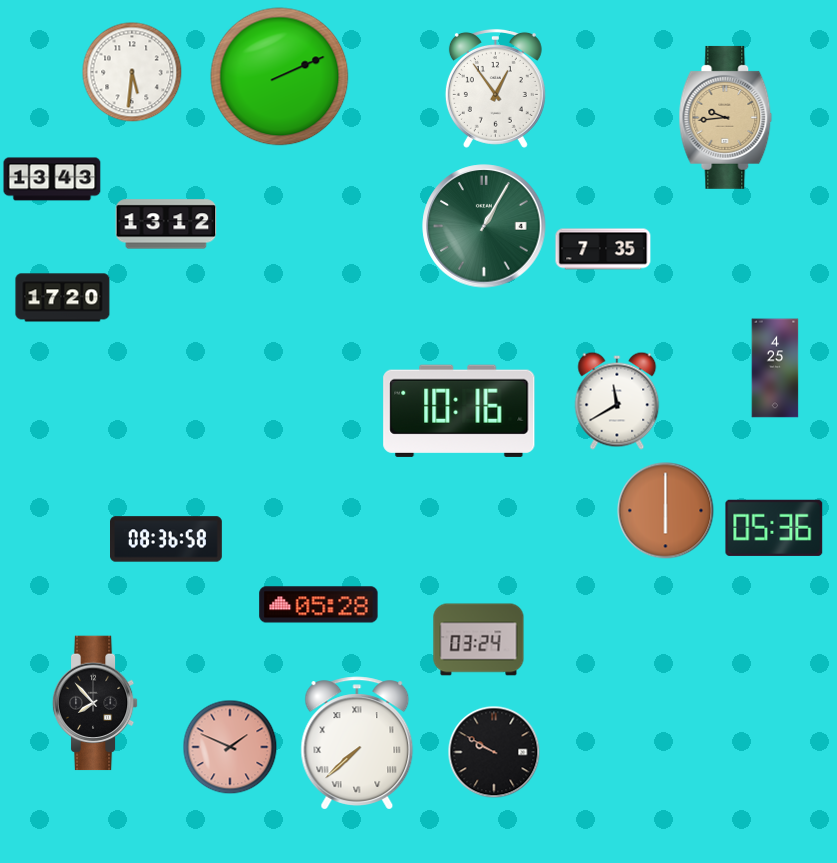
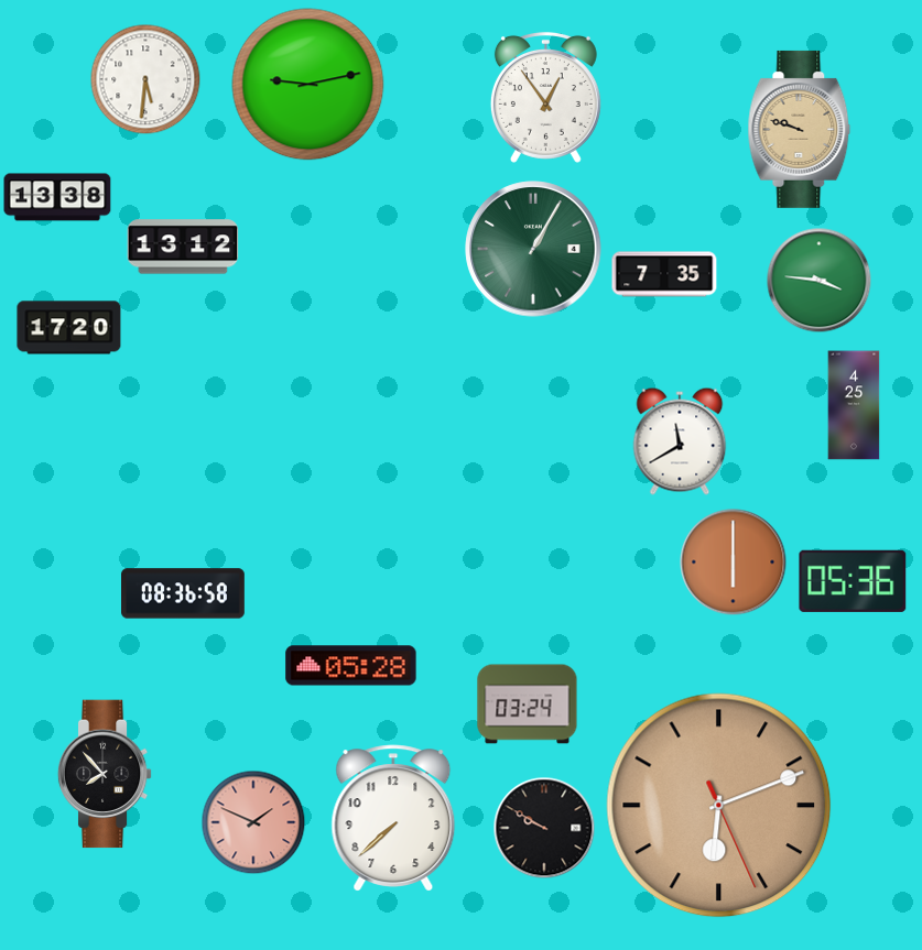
clock at (280, 77): 2:11 -> 9:13
clock at (726, 117): 9:44 -> 9:48
clock at (52, 179): 13:43 -> 13:38
clock at (820, 281): none -> 3:46
clock at (459, 411): 10:16 -> none
clock at (719, 806): none -> 6:11
clock at (357, 743) numerals: Roman -> Arabic
